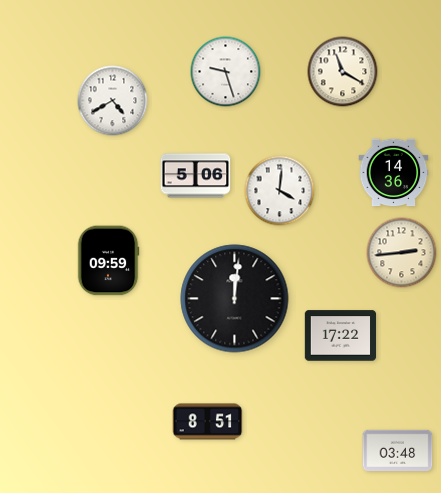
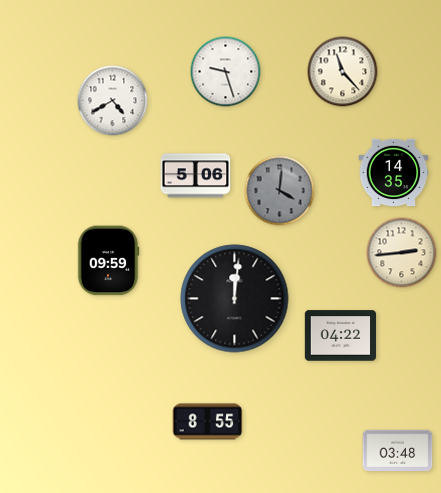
clock at (343, 72): 11:20 -> 11:23
clock at (394, 173): 14:36 -> 14:35
clock at (280, 191) dial: white -> grey
clock at (341, 336): 17:22 -> 04:22
clock at (208, 422): 8:51 -> 8:55
